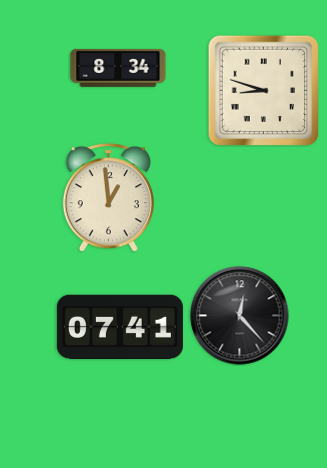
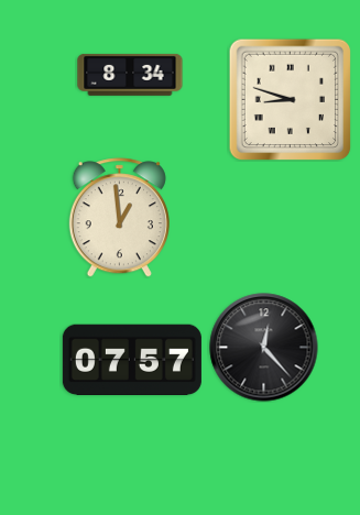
clock at (120, 327): 07:41 -> 07:57
